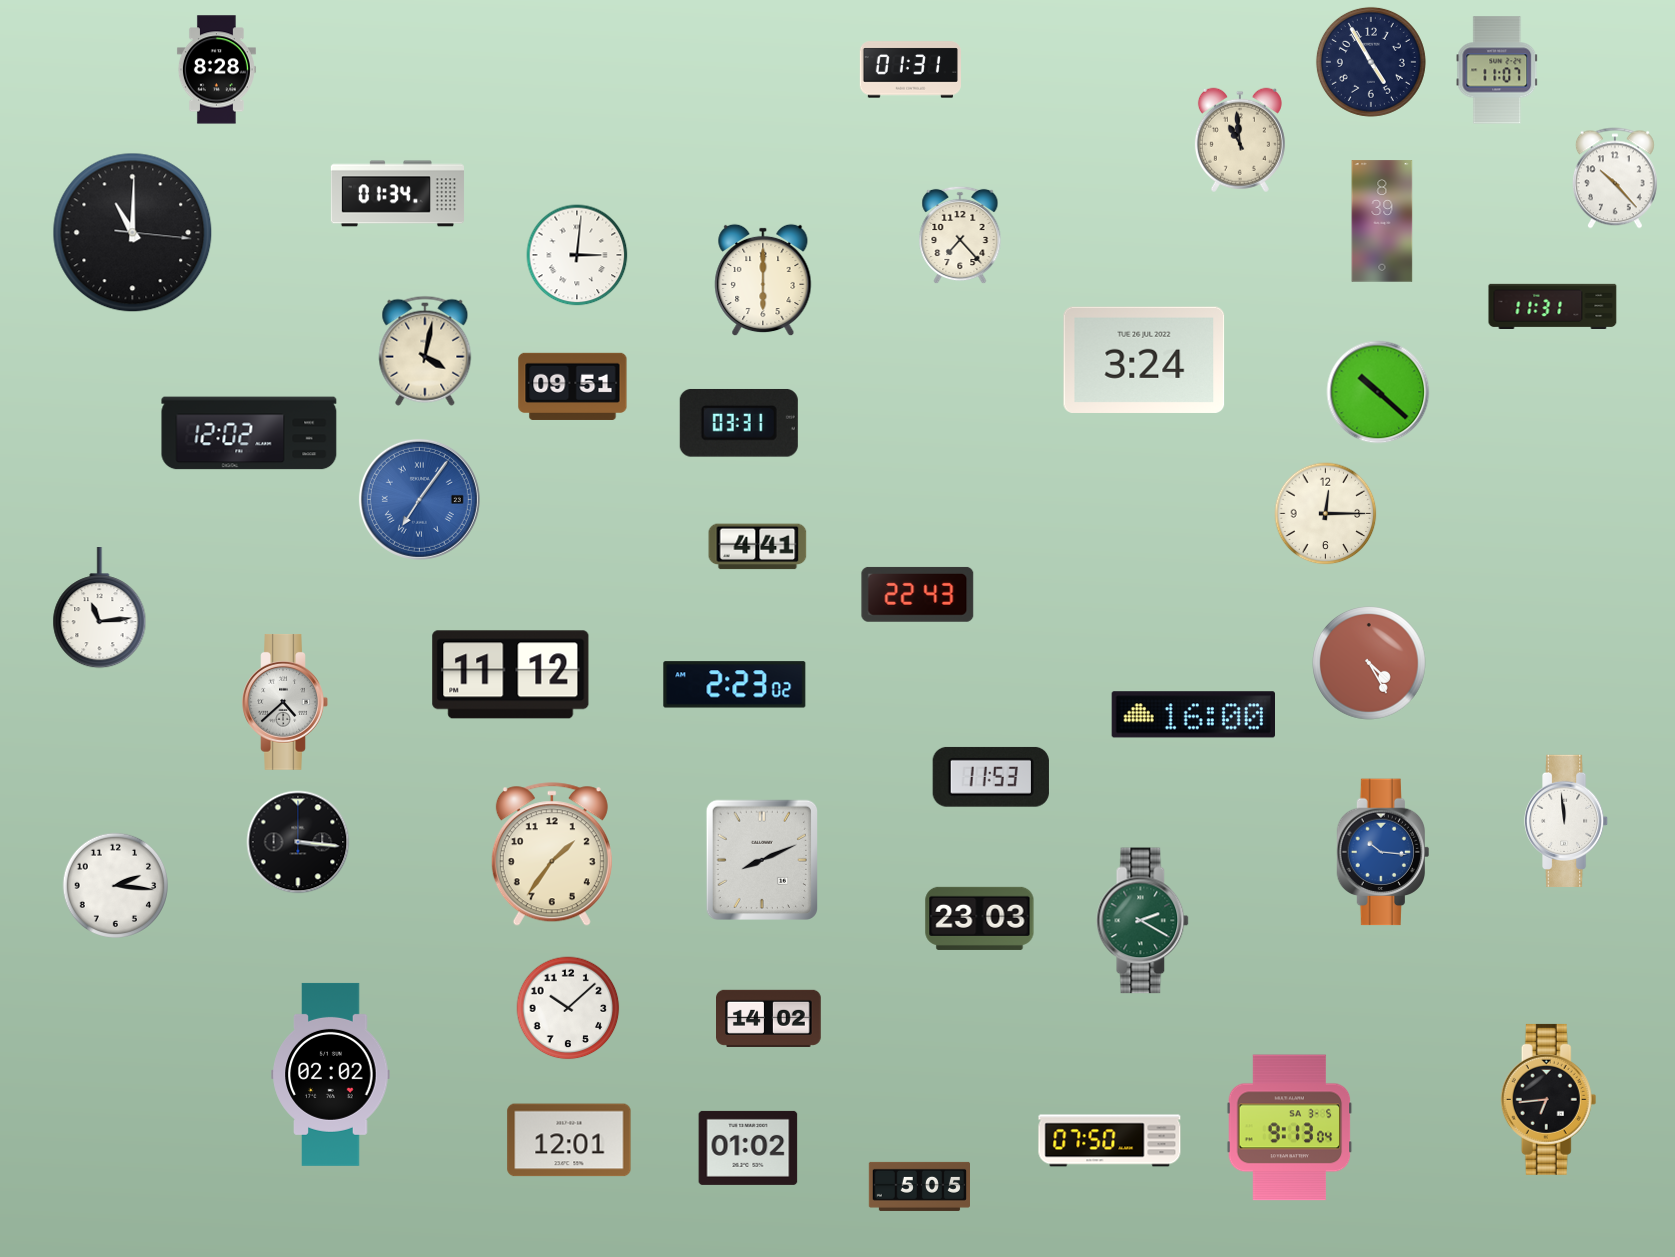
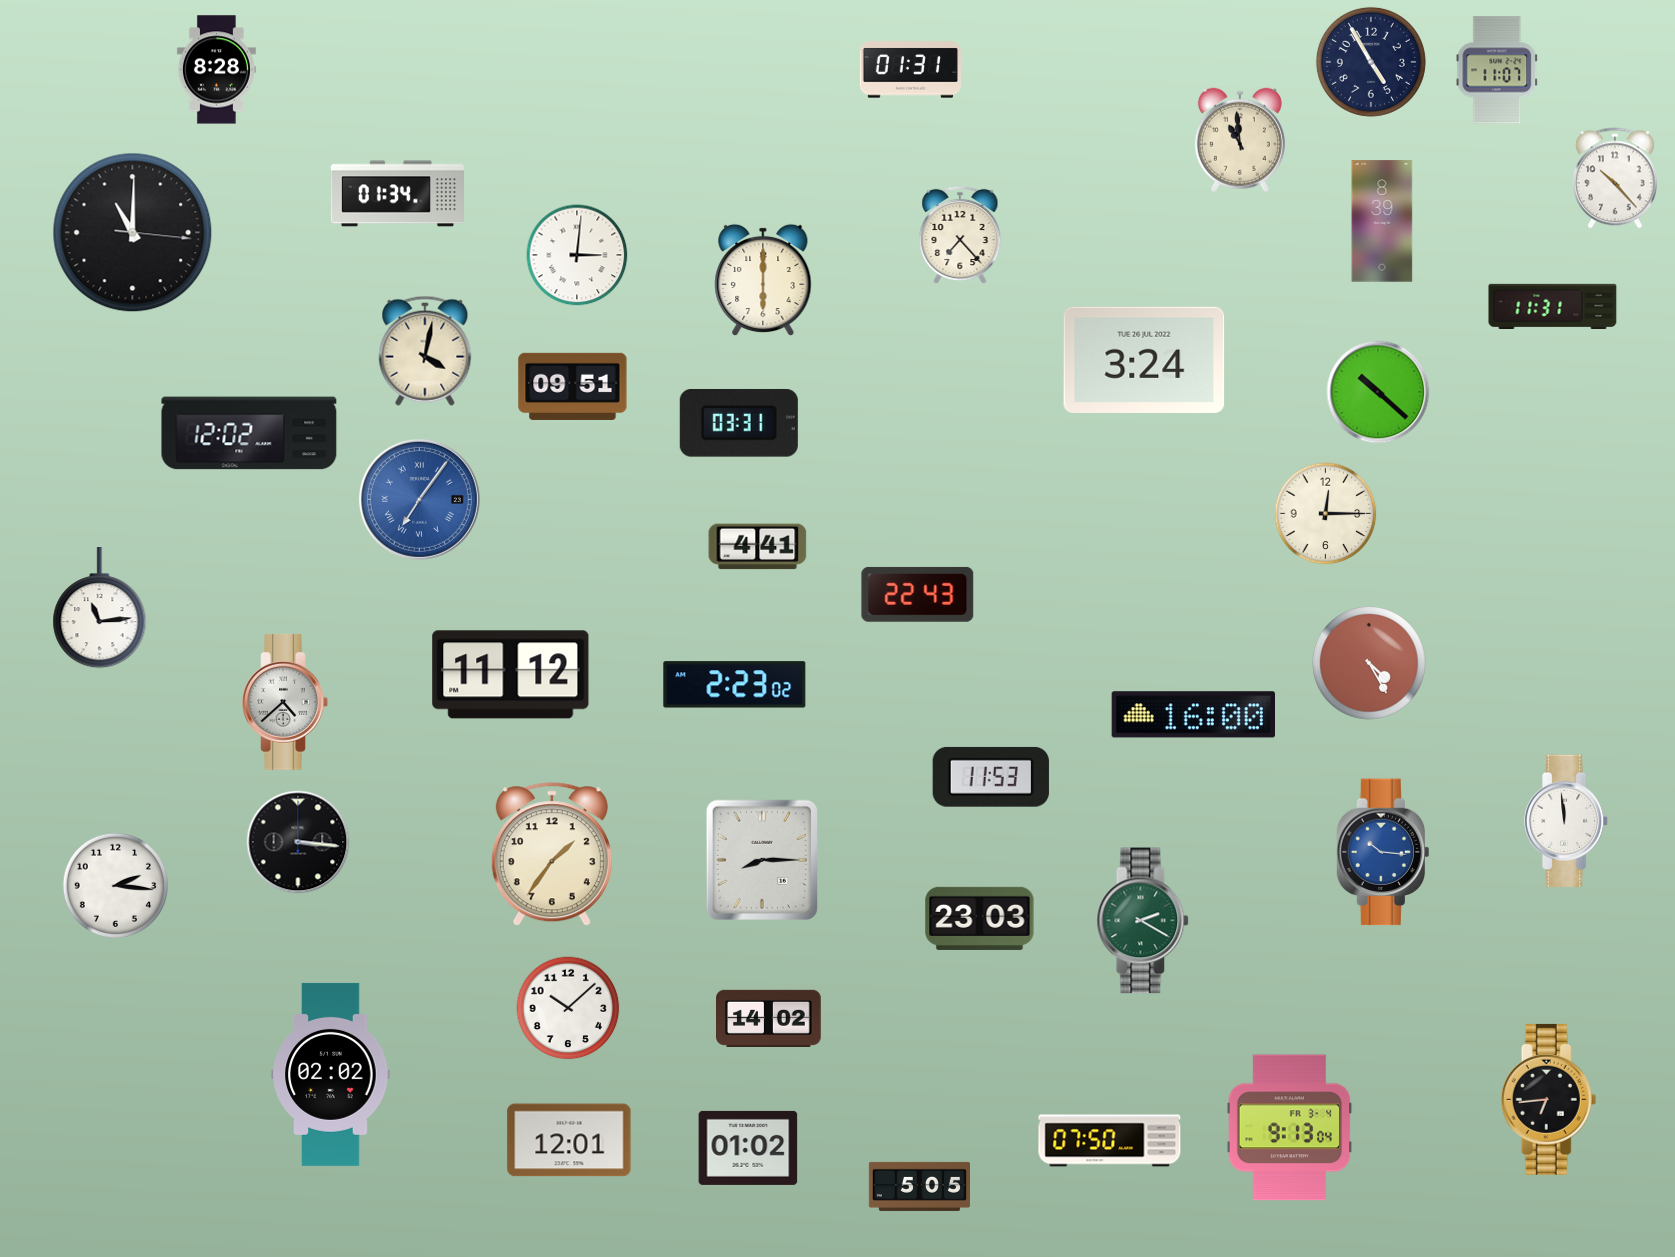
clock at (761, 859): 8:11 -> 8:15
clock at (1290, 1128) date: SA 3-5 -> FR 3-4
